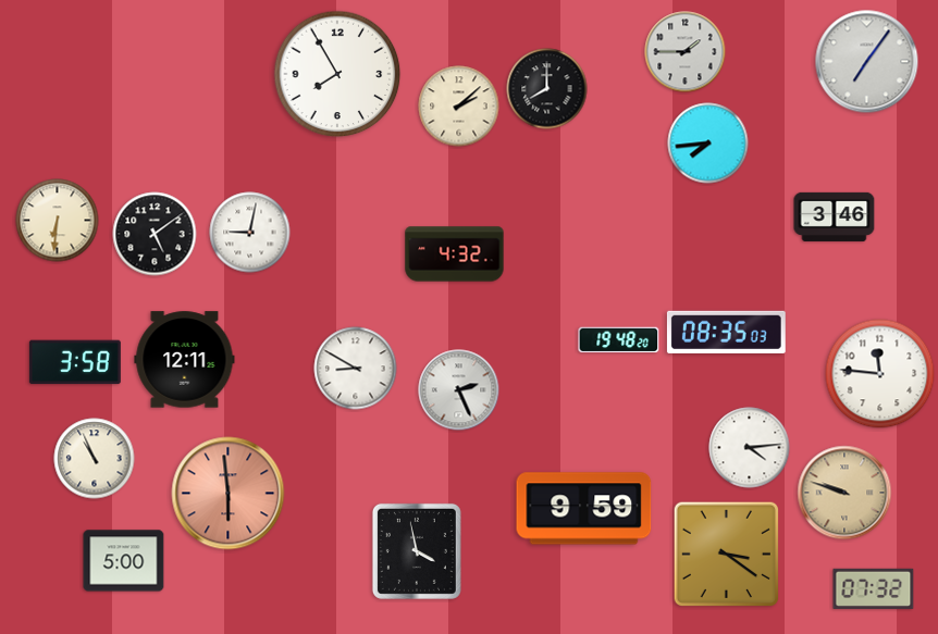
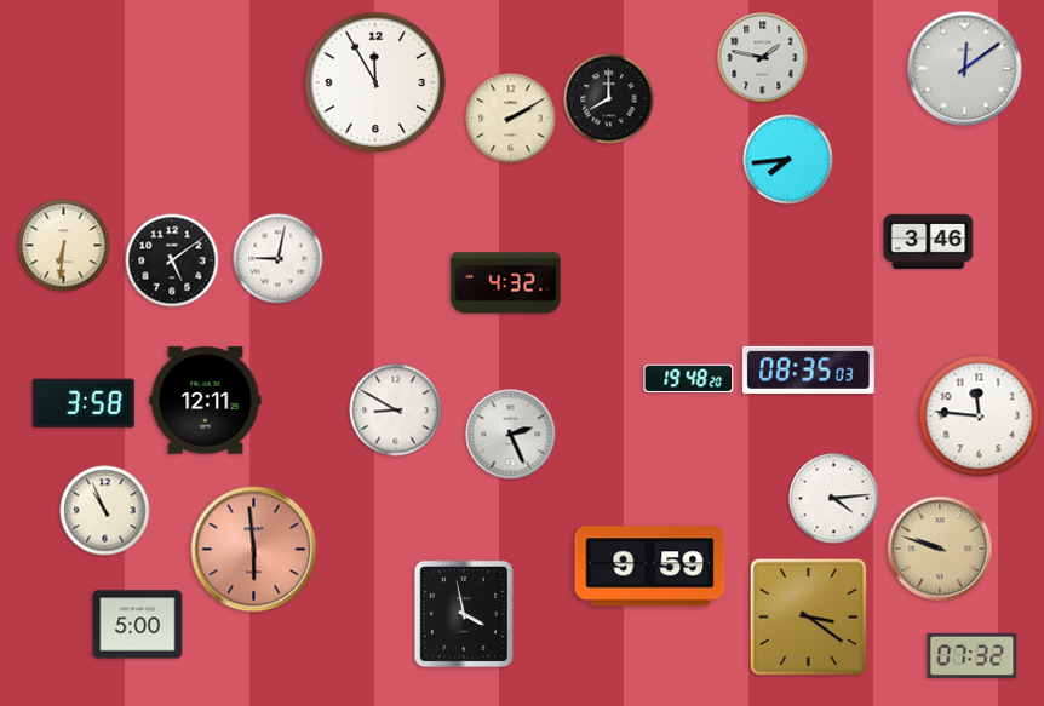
clock at (686, 52): 1:45 -> 1:47
clock at (867, 62): 7:06 -> 12:09
clock at (337, 74): 7:55 -> 11:55
clock at (459, 107): 2:08 -> 2:10
